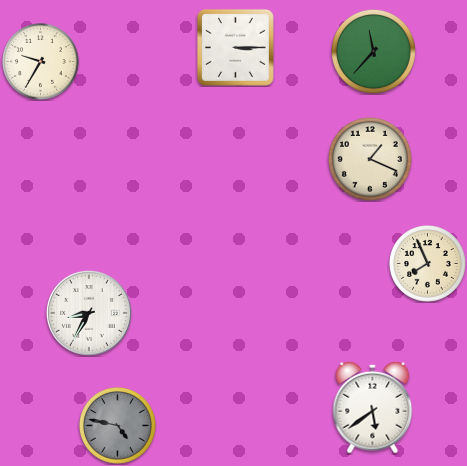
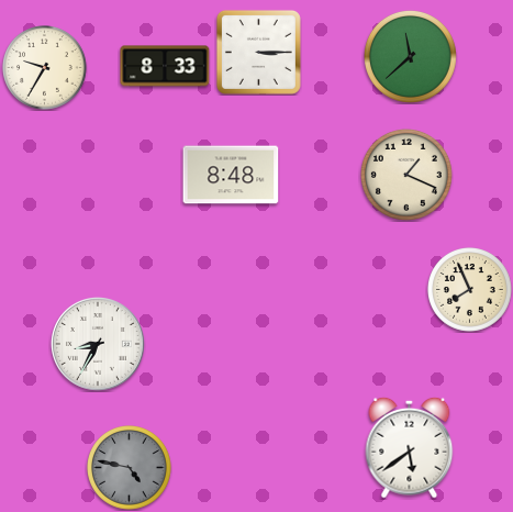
clock at (373, 51): 11:37 -> 11:38
clock at (165, 66): none -> 8:33
clock at (231, 175): none -> 8:48
